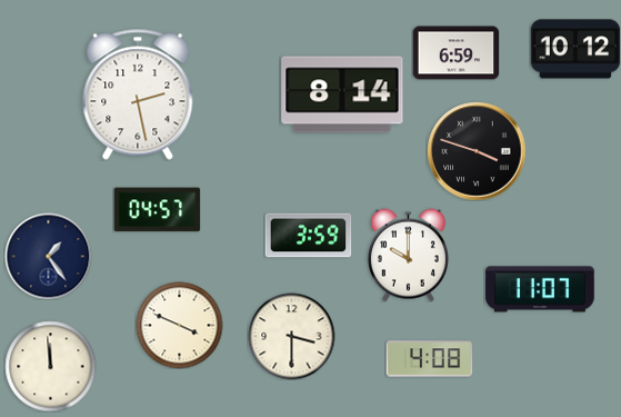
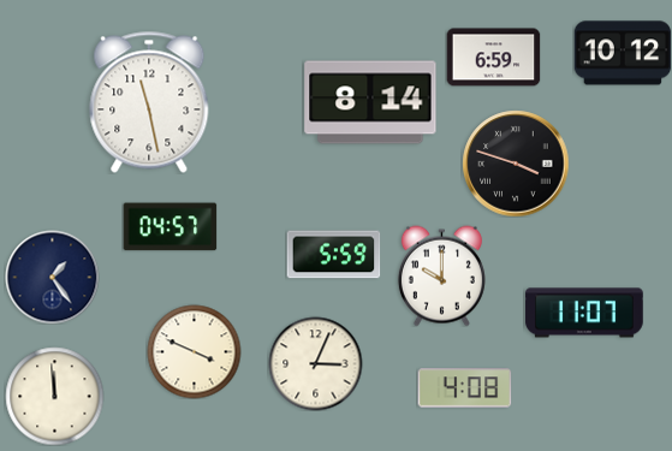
clock at (138, 95): 2:28 -> 11:28
clock at (308, 236): 3:59 -> 5:59
clock at (291, 336): 3:30 -> 3:04
